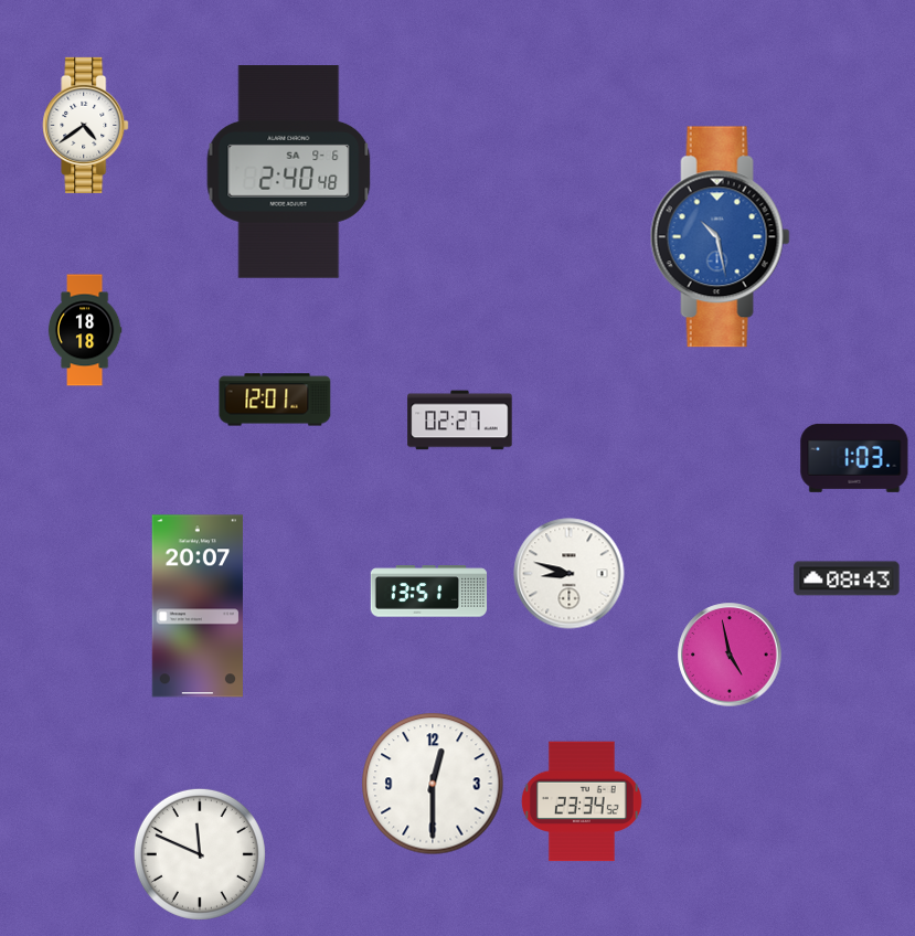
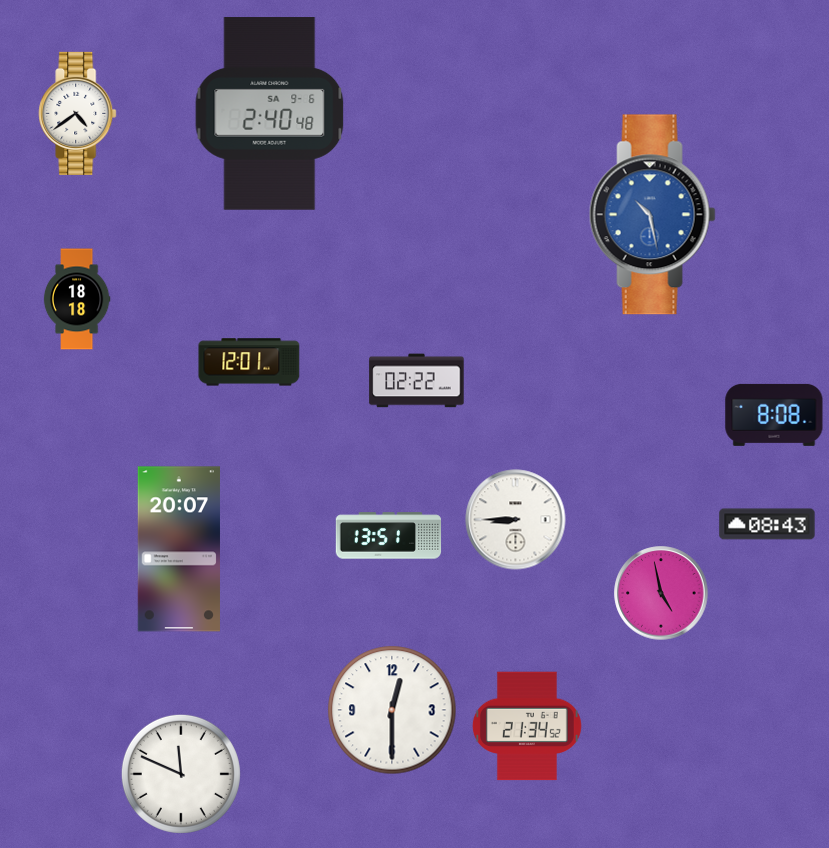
clock at (289, 172) position: (289, 172) -> (270, 114)
clock at (460, 421): 02:27 -> 02:22
clock at (854, 458): 1:03 -> 8:08
clock at (570, 574): 8:48 -> 8:45
clock at (582, 801): 23:34 -> 21:34
